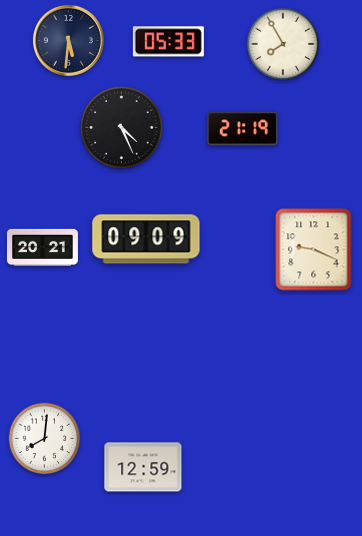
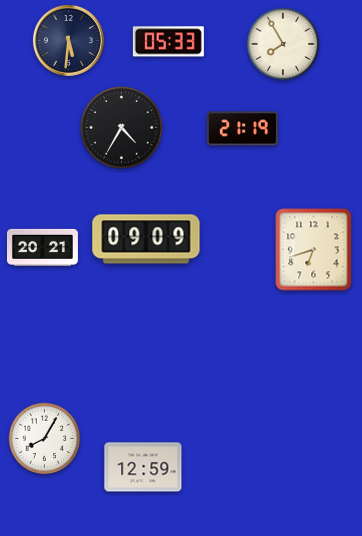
clock at (122, 128): 4:26 -> 4:35
clock at (314, 250): 9:19 -> 6:42
clock at (45, 439): 8:01 -> 8:05
